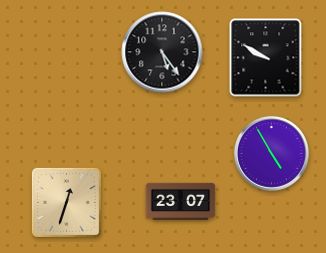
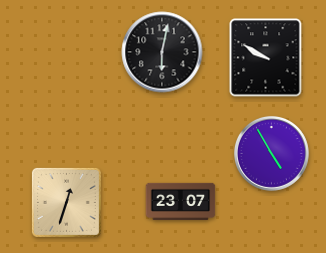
clock at (162, 52): 5:24 -> 6:02
